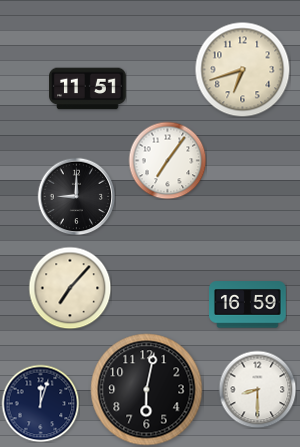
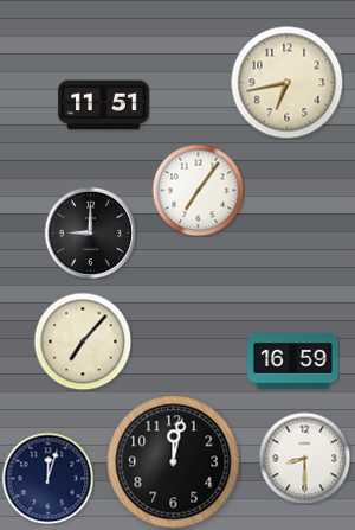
clock at (242, 69): 6:42 -> 6:43
clock at (257, 389) position: (257, 389) -> (304, 458)
clock at (147, 390): 6:02 -> 12:02
